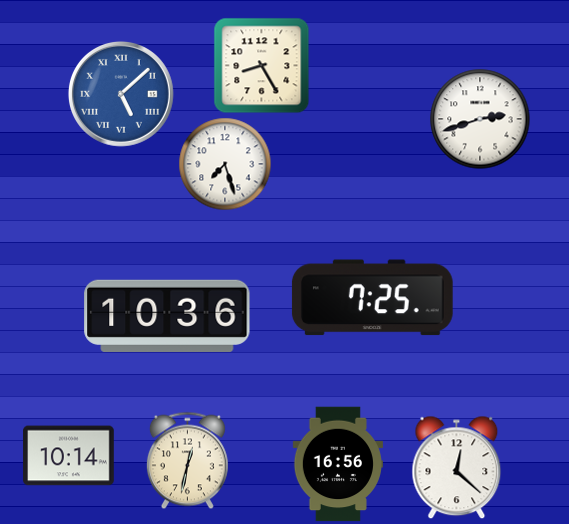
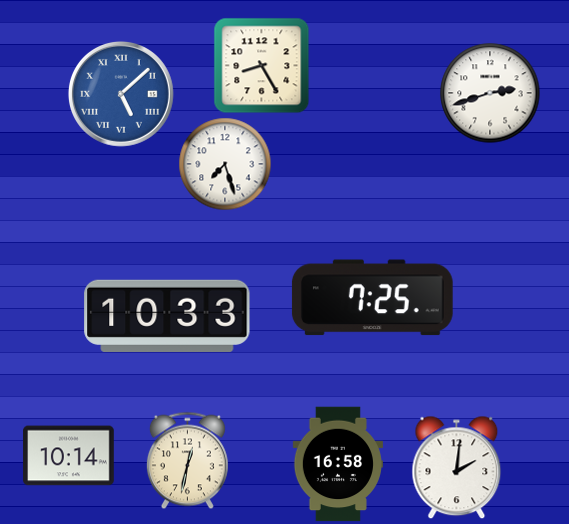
clock at (480, 119) position: (480, 119) -> (490, 93)
clock at (167, 316): 10:36 -> 10:33
clock at (337, 464): 16:56 -> 16:58
clock at (457, 468): 12:22 -> 2:01
